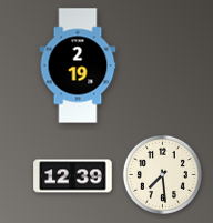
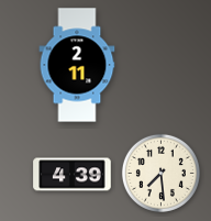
clock at (78, 65): 2:19 -> 2:11
clock at (73, 176): 12:39 -> 4:39
